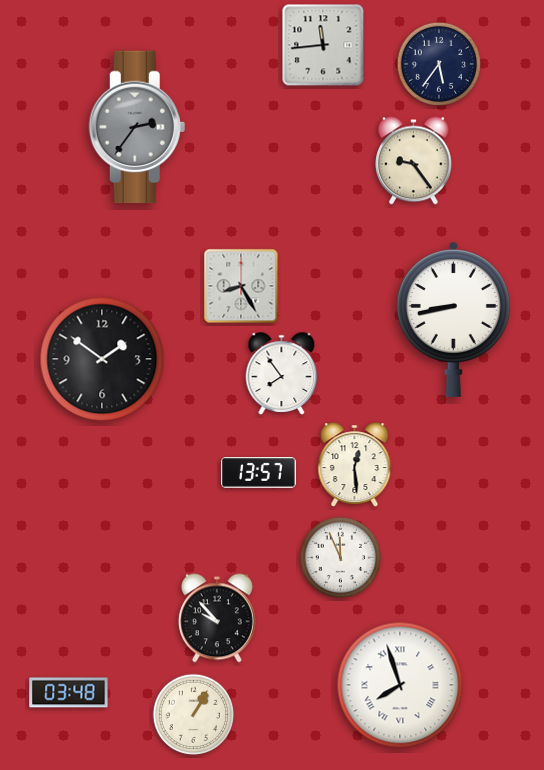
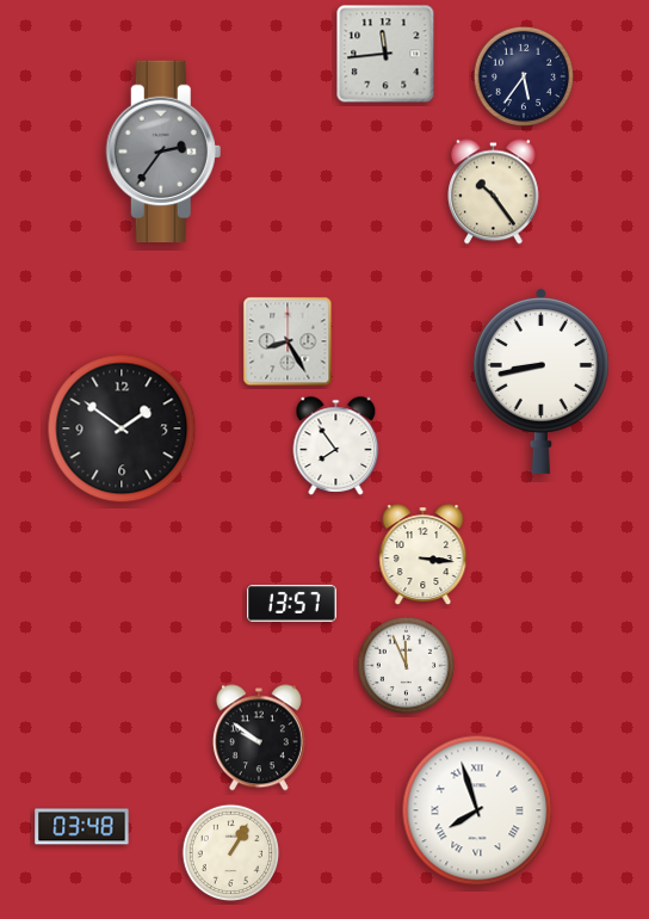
clock at (414, 161): 9:24 -> 10:24
clock at (355, 465): 12:29 -> 3:16
clock at (259, 473) position: (259, 473) -> (292, 604)
clock at (217, 618): 9:53 -> 9:51
clock at (400, 685) position: (400, 685) -> (477, 810)
